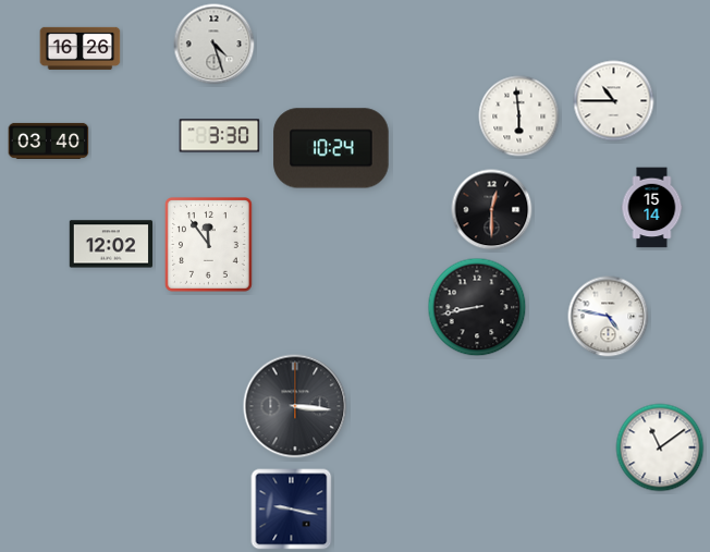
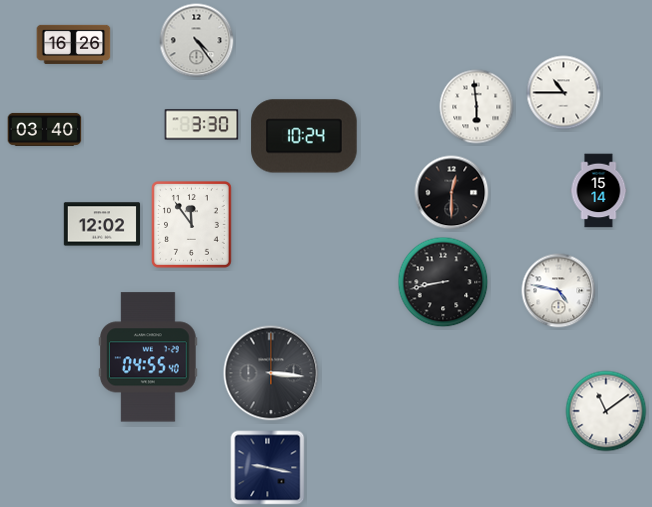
clock at (215, 45): 4:27 -> 4:24
clock at (477, 307) position: (477, 307) -> (443, 282)
clock at (149, 357): none -> 04:55
